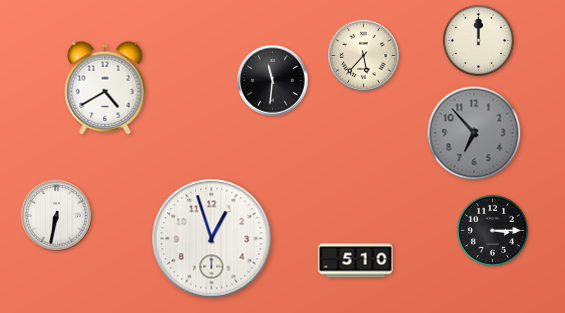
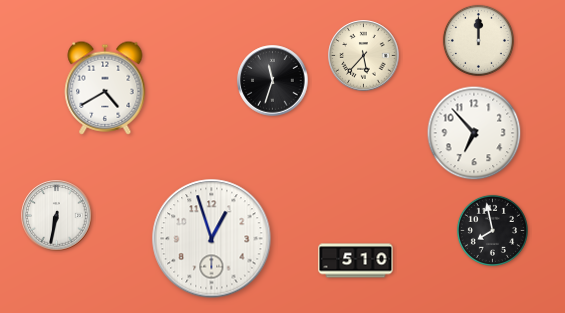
clock at (273, 81): 11:31 -> 11:33
clock at (474, 133) dial: grey -> white
clock at (492, 230): 3:15 -> 7:58
